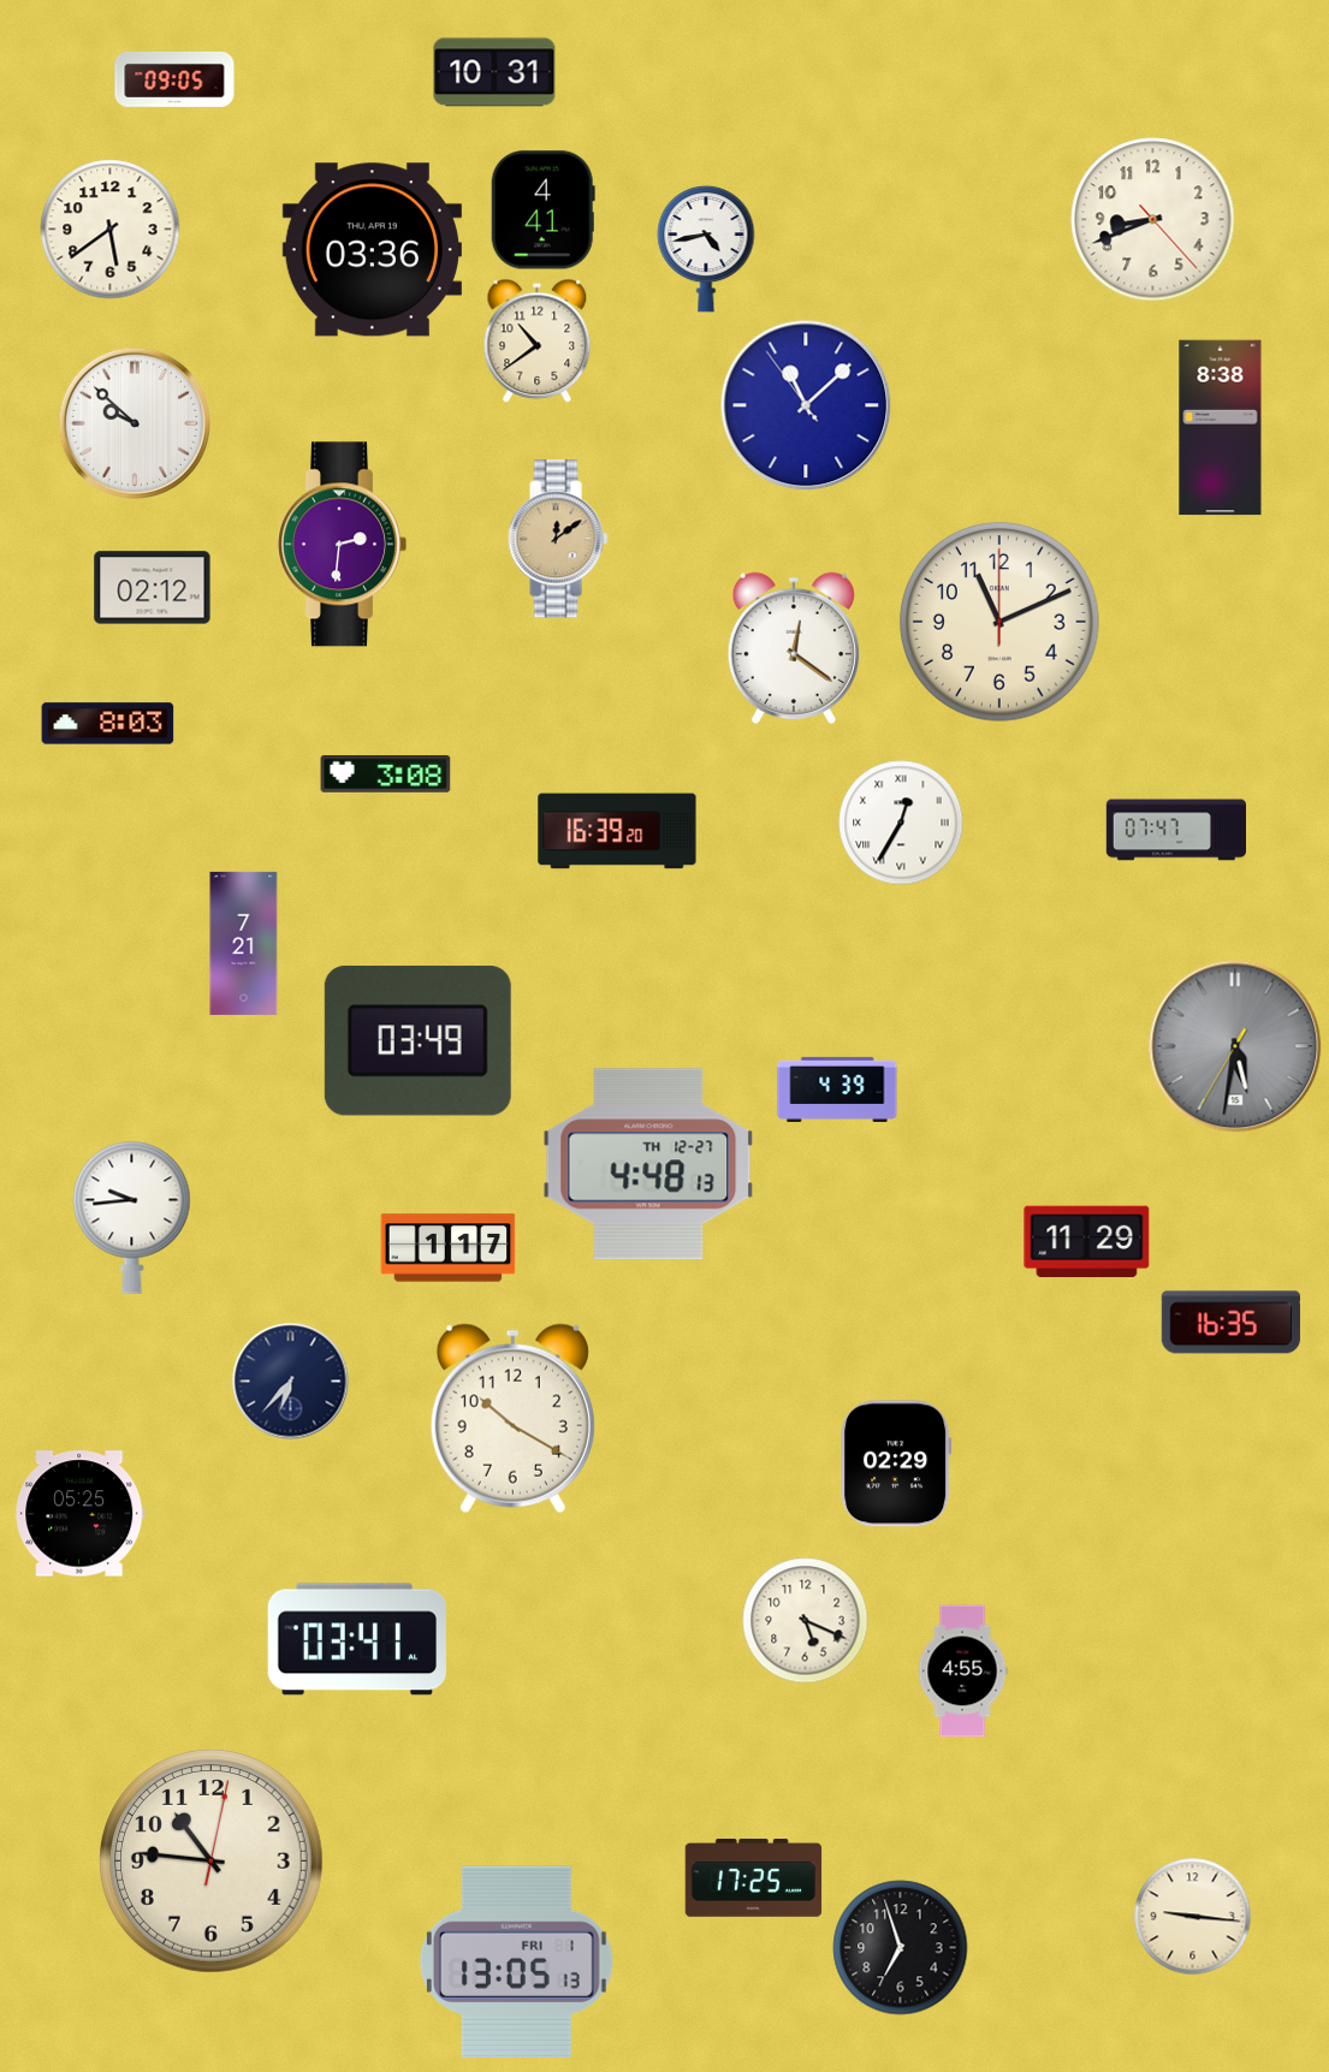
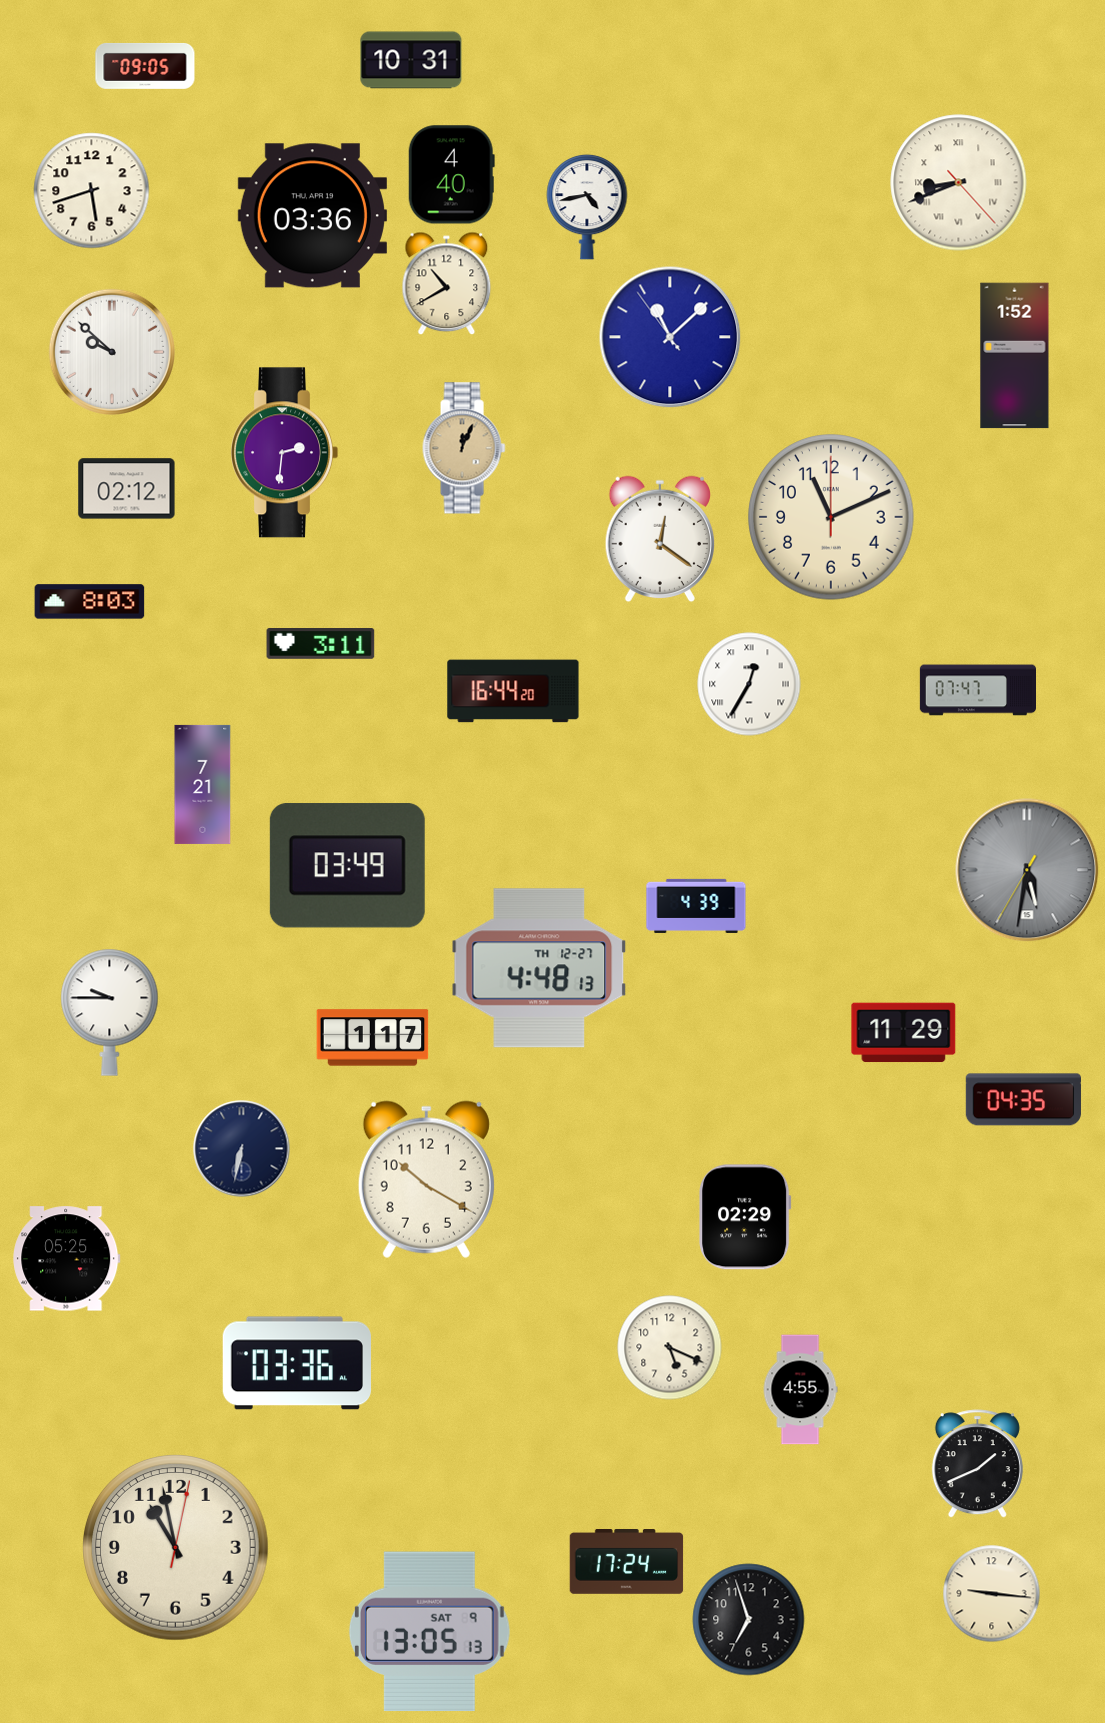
clock at (542, 210): 4:41 -> 4:40
clock at (1153, 220) numerals: Arabic -> Roman
clock at (111, 230): 5:39 -> 5:42
clock at (372, 250) position: (372, 250) -> (312, 216)
clock at (538, 342): 10:39 -> 10:40
clock at (1221, 428): 8:38 -> 1:52
clock at (558, 539): 12:09 -> 12:04
clock at (386, 774): 3:08 -> 3:11
clock at (617, 831): 16:39 -> 16:44
clock at (132, 1217): 9:44 -> 9:45
clock at (1230, 1323): 16:35 -> 04:35
clock at (291, 1382): 6:37 -> 6:32
clock at (357, 1639): 03:41 -> 03:36
clock at (977, 1464): none -> 1:41
clock at (212, 1862): 10:46 -> 10:58
clock at (754, 1878): 17:25 -> 17:24
clock at (516, 1961) date: FRI 1 -> SAT 9
